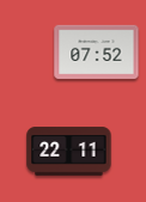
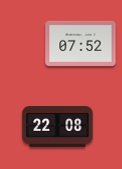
clock at (69, 152): 22:11 -> 22:08
